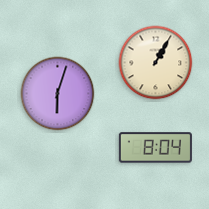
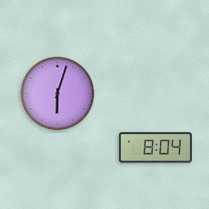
clock at (156, 63): 1:05 -> none
